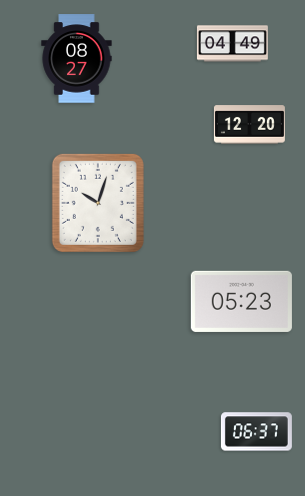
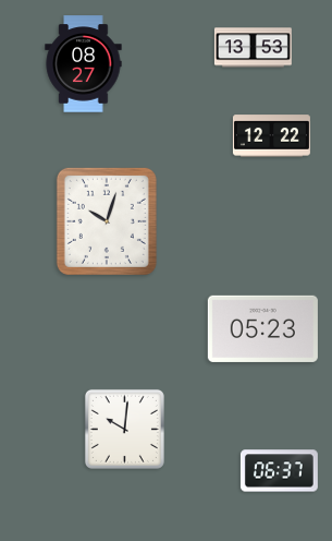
clock at (232, 44): 04:49 -> 13:53
clock at (249, 125): 12:20 -> 12:22
clock at (124, 429): none -> 10:01
